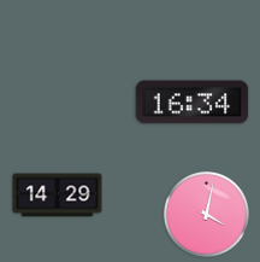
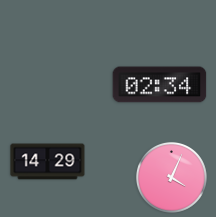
clock at (193, 103): 16:34 -> 02:34
clock at (206, 214): 4:02 -> 4:04
